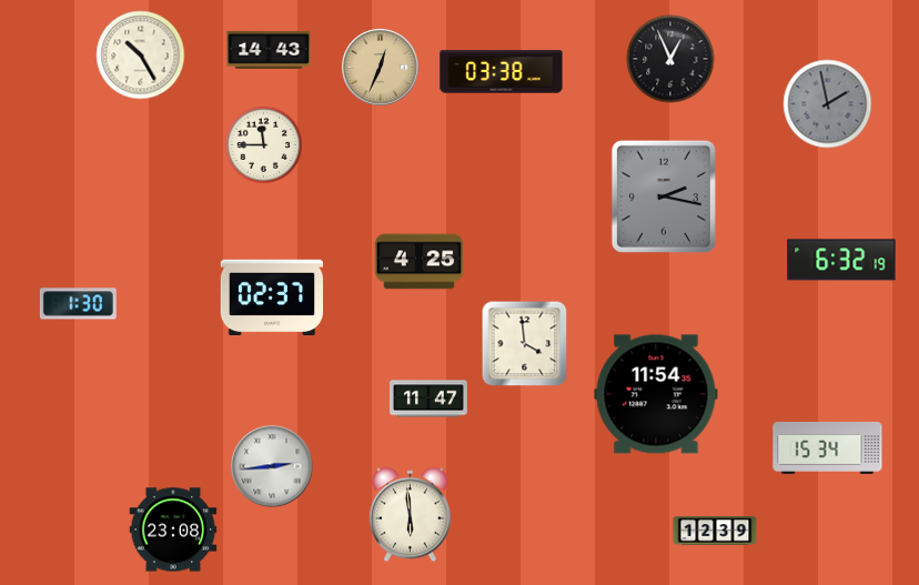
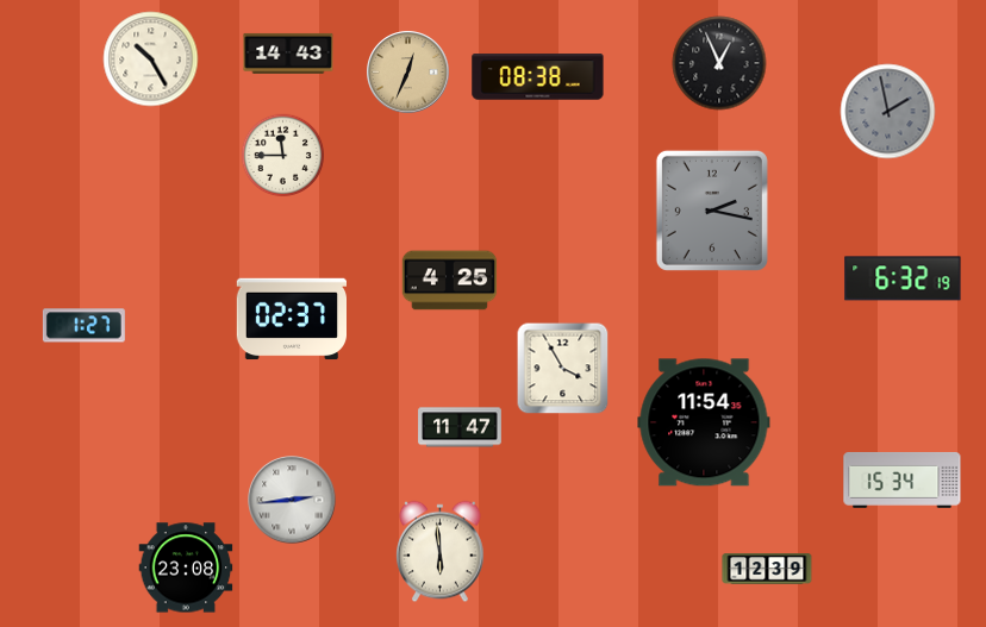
clock at (502, 72): 03:38 -> 08:38
clock at (78, 304): 1:30 -> 1:27
clock at (525, 344): 3:59 -> 3:55
clock at (828, 447) position: (828, 447) -> (903, 479)
